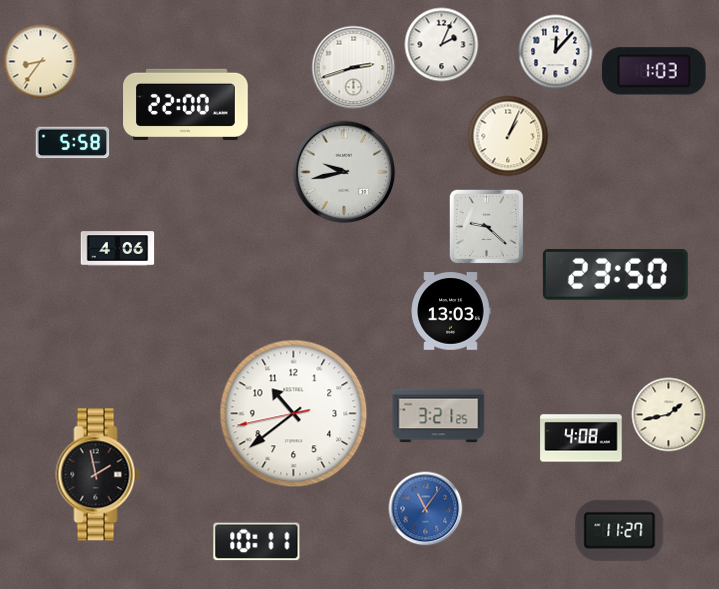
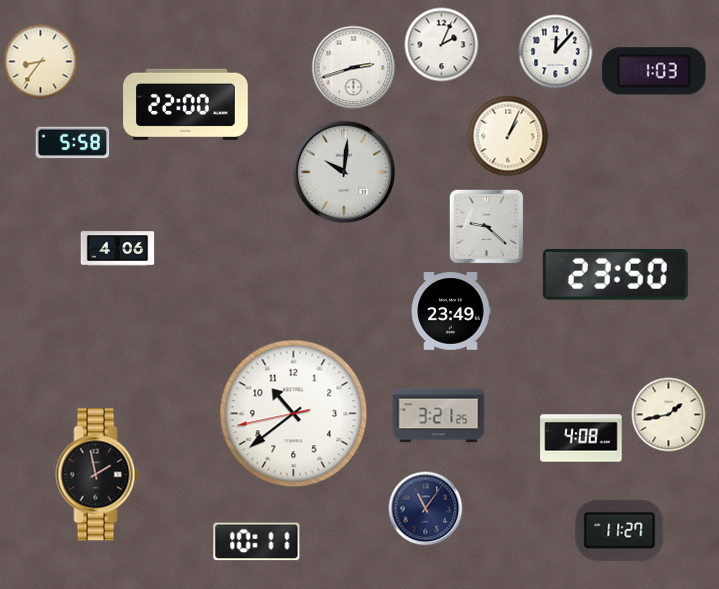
clock at (344, 172): 9:43 -> 10:01
clock at (451, 311): 13:03 -> 23:49
clock at (426, 509) dial: blue -> navy
